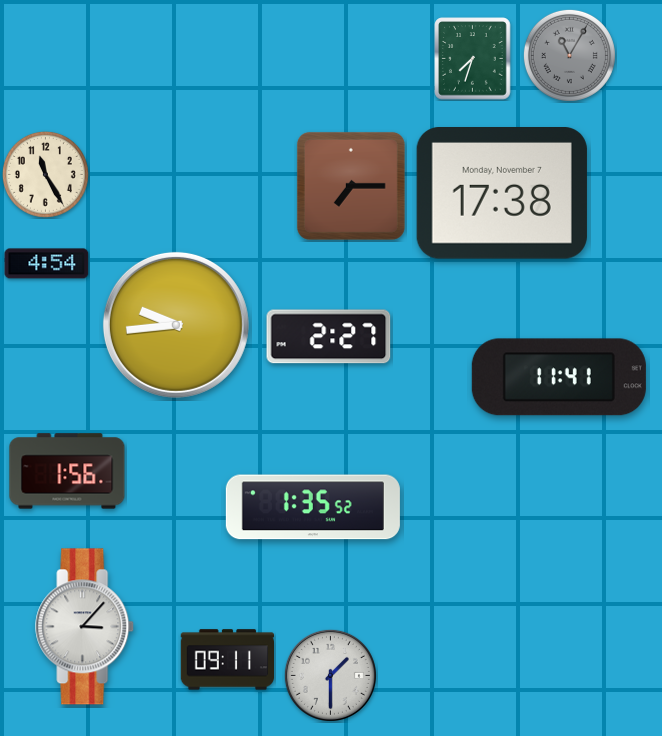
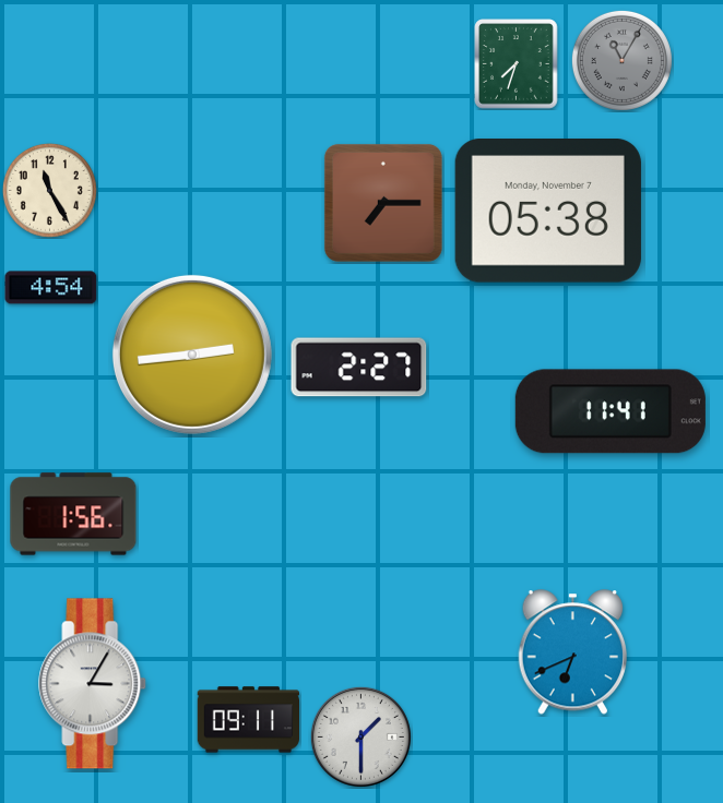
clock at (502, 194): 17:38 -> 05:38
clock at (176, 325): 9:44 -> 2:44
clock at (313, 507): 1:35 -> none
clock at (572, 652): none -> 6:41
clock at (85, 627): 3:07 -> 3:05
